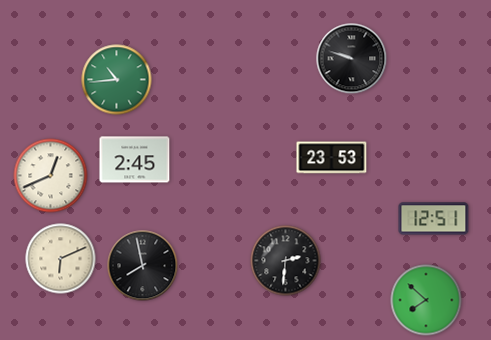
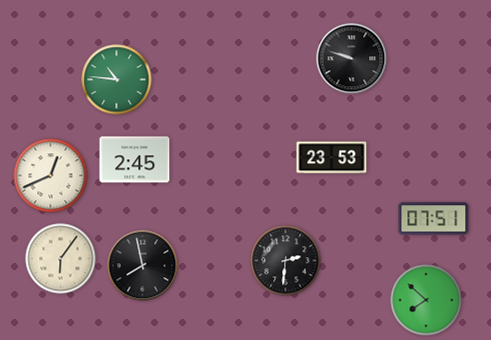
clock at (117, 80): 10:44 -> 10:46
clock at (434, 219): 12:51 -> 07:51
clock at (61, 259): 6:11 -> 6:06
